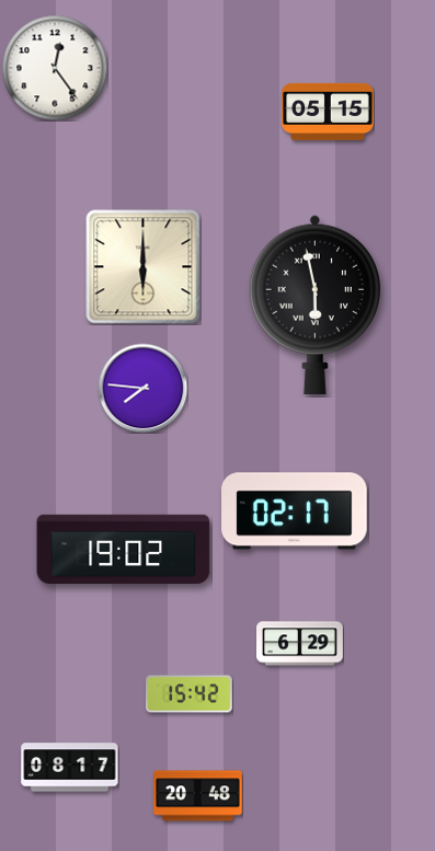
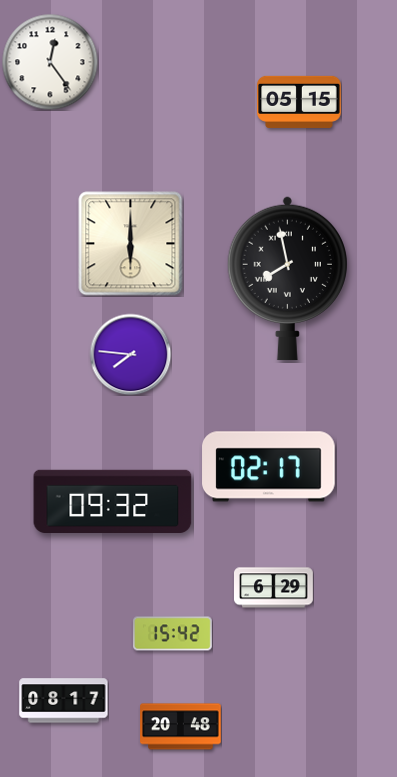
clock at (314, 304): 5:58 -> 7:58
clock at (124, 549): 19:02 -> 09:32
